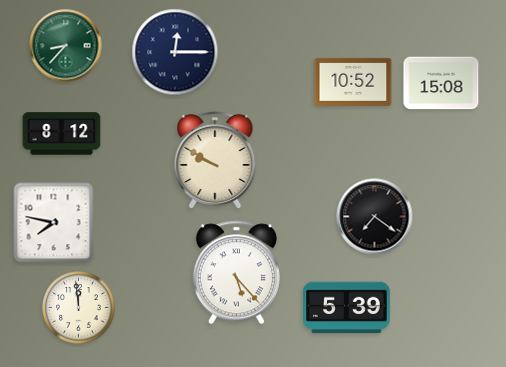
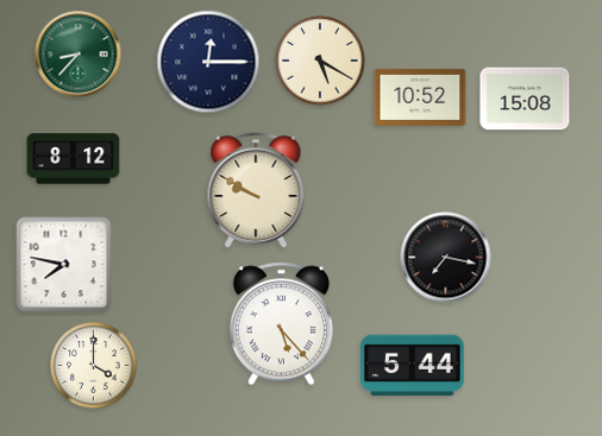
clock at (320, 61): none -> 5:20
clock at (375, 217): 7:21 -> 7:17
clock at (79, 308): 11:59 -> 4:00
clock at (347, 308): 5:39 -> 5:44
